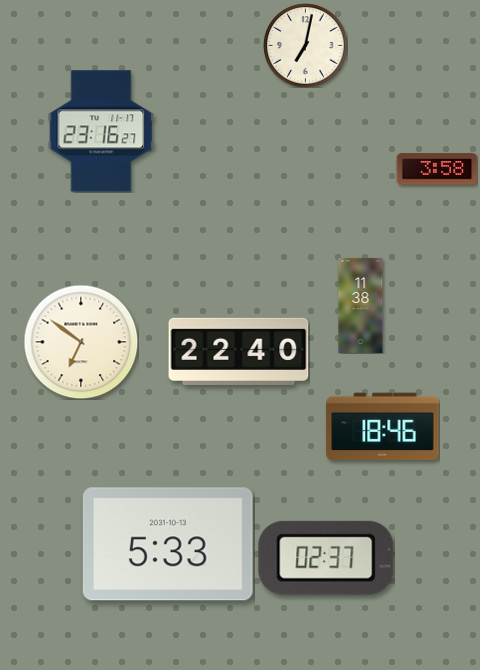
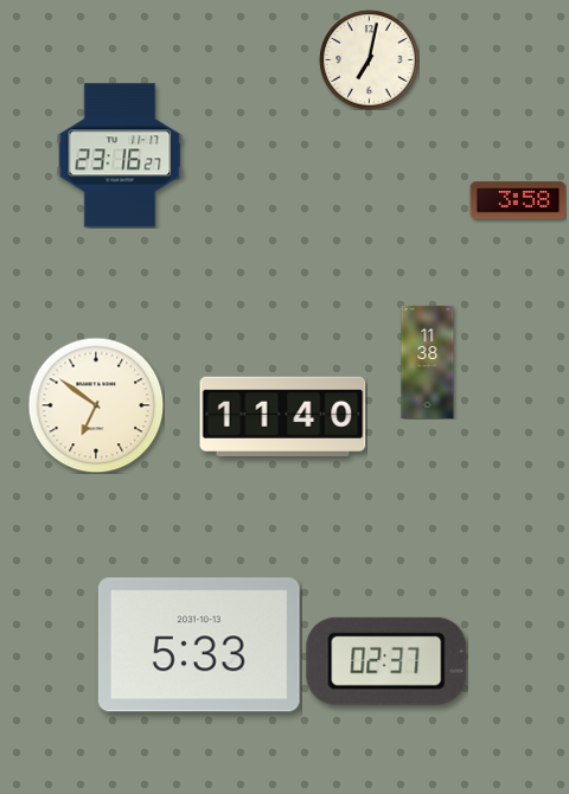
clock at (305, 45) position: (305, 45) -> (369, 59)
clock at (239, 351): 22:40 -> 11:40
clock at (383, 427): 18:46 -> none
